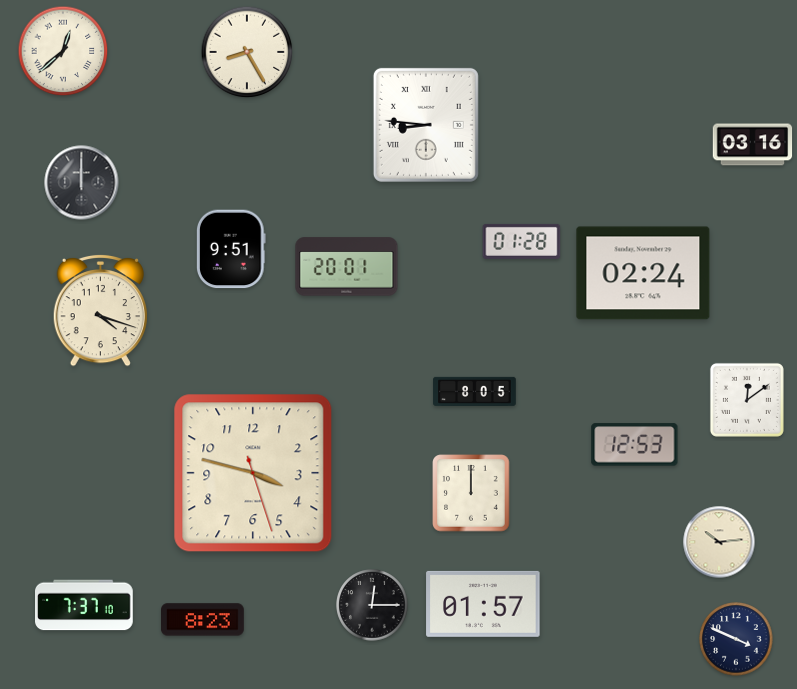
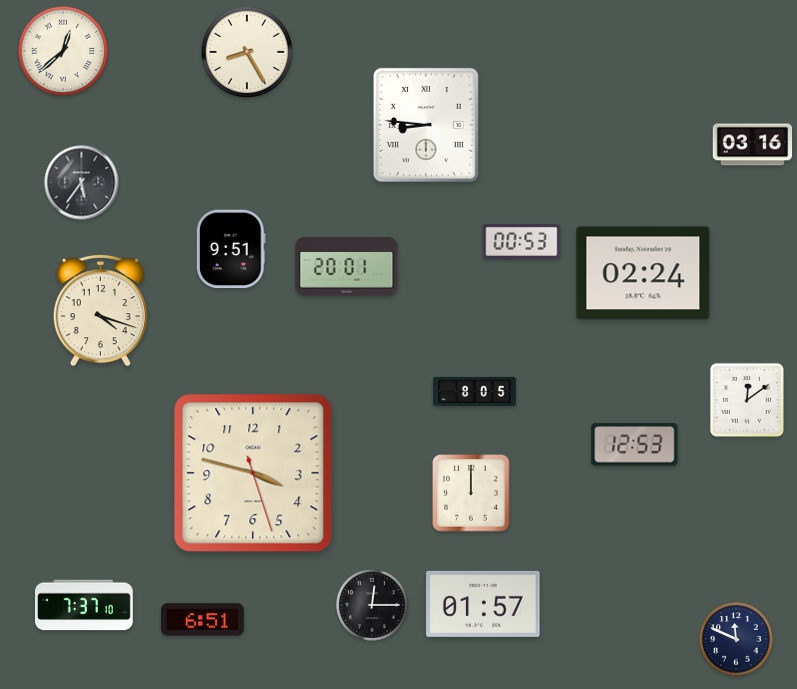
clock at (82, 183): 12:00 -> 5:36
clock at (522, 241): 01:28 -> 00:53
clock at (719, 542): 10:14 -> none
clock at (203, 620): 8:23 -> 6:51
clock at (736, 639): 3:49 -> 11:49
